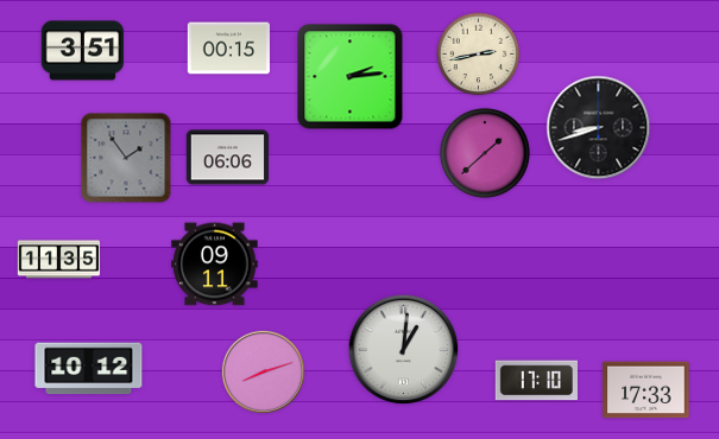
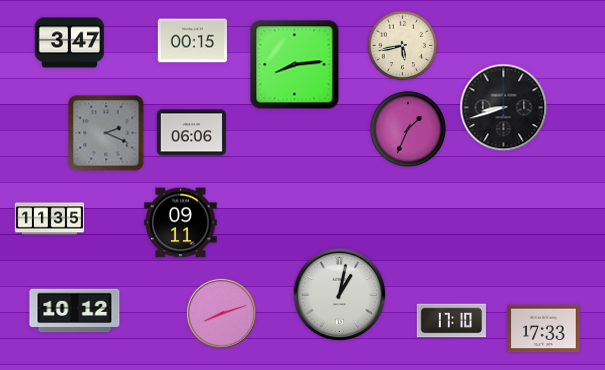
clock at (82, 51): 3:51 -> 3:47
clock at (479, 55): 2:43 -> 5:43
clock at (351, 77): 2:14 -> 8:14
clock at (485, 153): 1:38 -> 1:34
clock at (126, 158): 1:54 -> 2:19
clock at (404, 350): 1:01 -> 1:02
